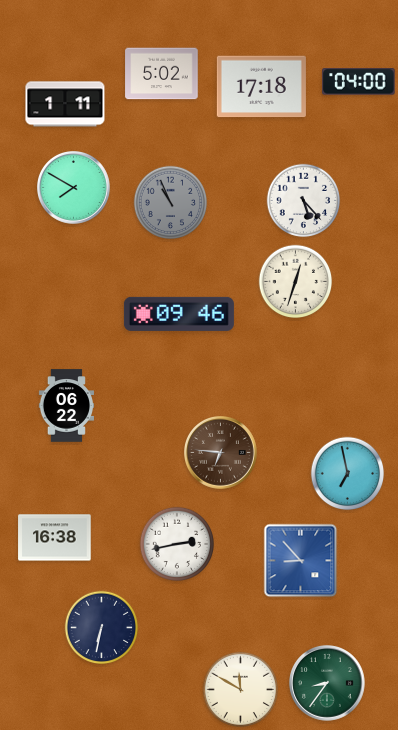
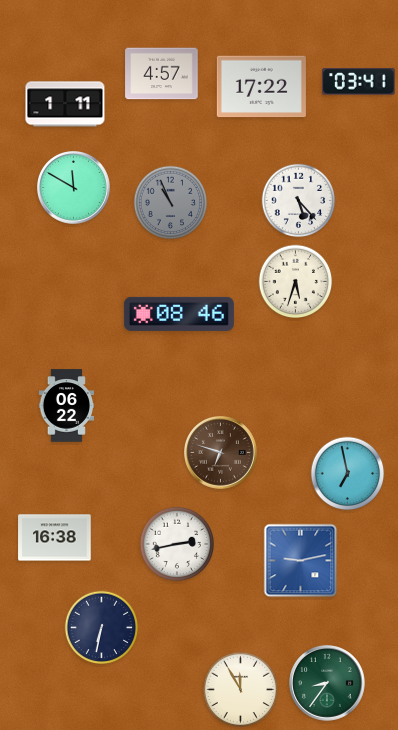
clock at (162, 74): 5:02 -> 4:57
clock at (359, 82): 04:00 -> 03:41
clock at (261, 87): 17:18 -> 17:22
clock at (74, 188): 7:50 -> 11:50
clock at (304, 201) position: (304, 201) -> (299, 201)
clock at (296, 282): 12:33 -> 5:33
clock at (179, 314): 09:46 -> 08:46
clock at (221, 453): 6:46 -> 6:48
clock at (301, 561): 8:53 -> 9:13
clock at (240, 689): 11:50 -> 11:55
